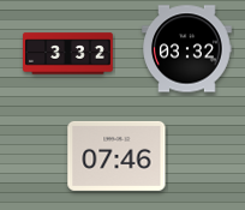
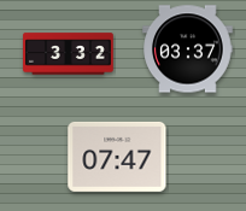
clock at (187, 49): 03:32 -> 03:37
clock at (116, 156): 07:46 -> 07:47
